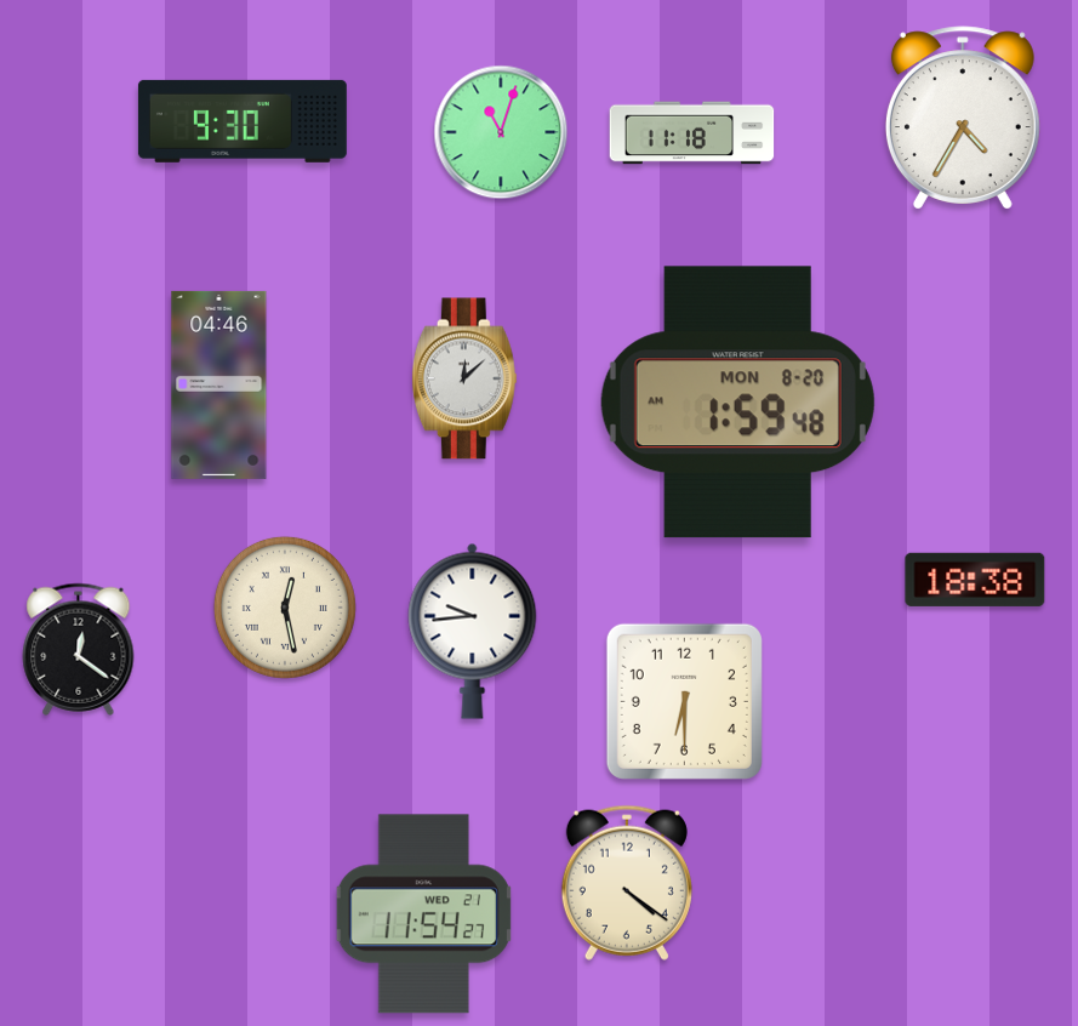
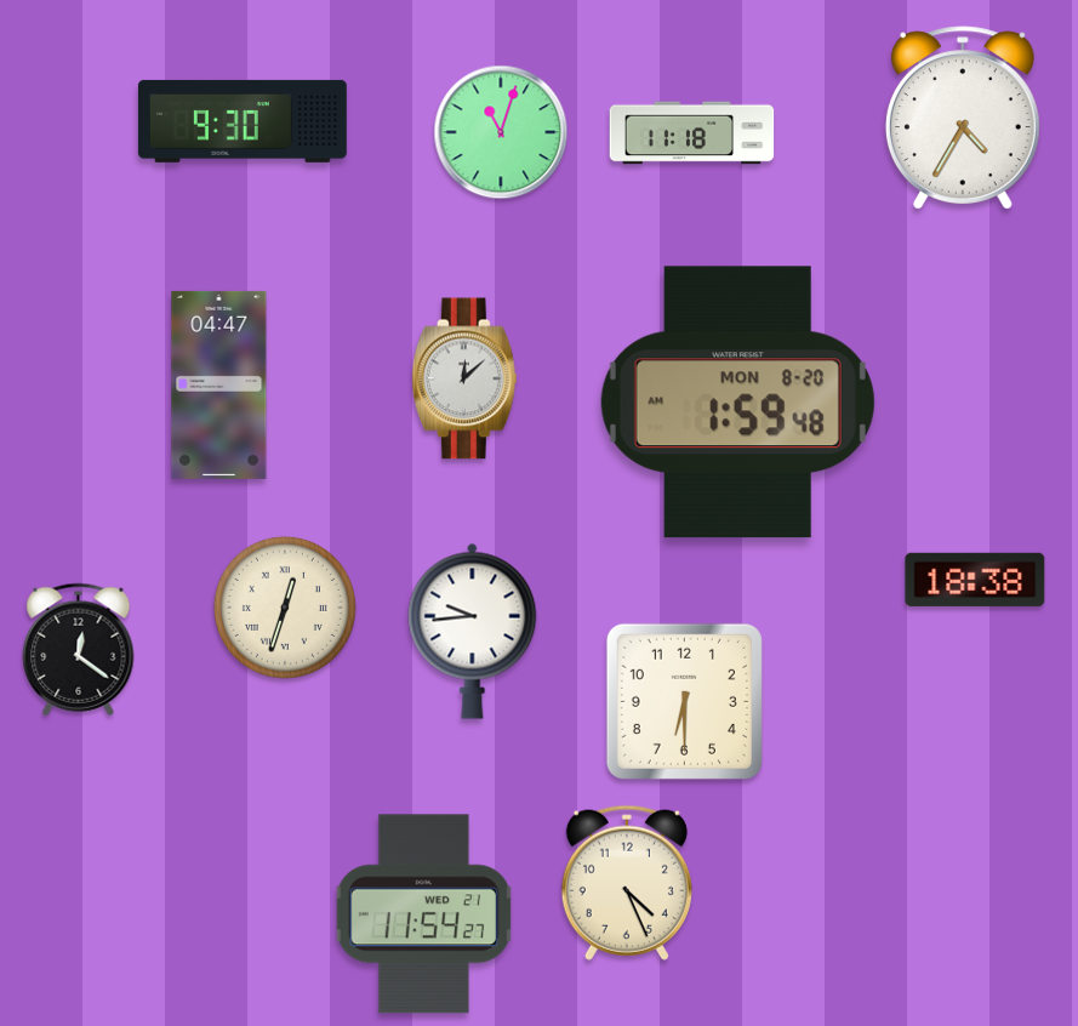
clock at (219, 384): 04:46 -> 04:47
clock at (285, 608): 12:28 -> 12:33
clock at (627, 883): 4:21 -> 4:26
